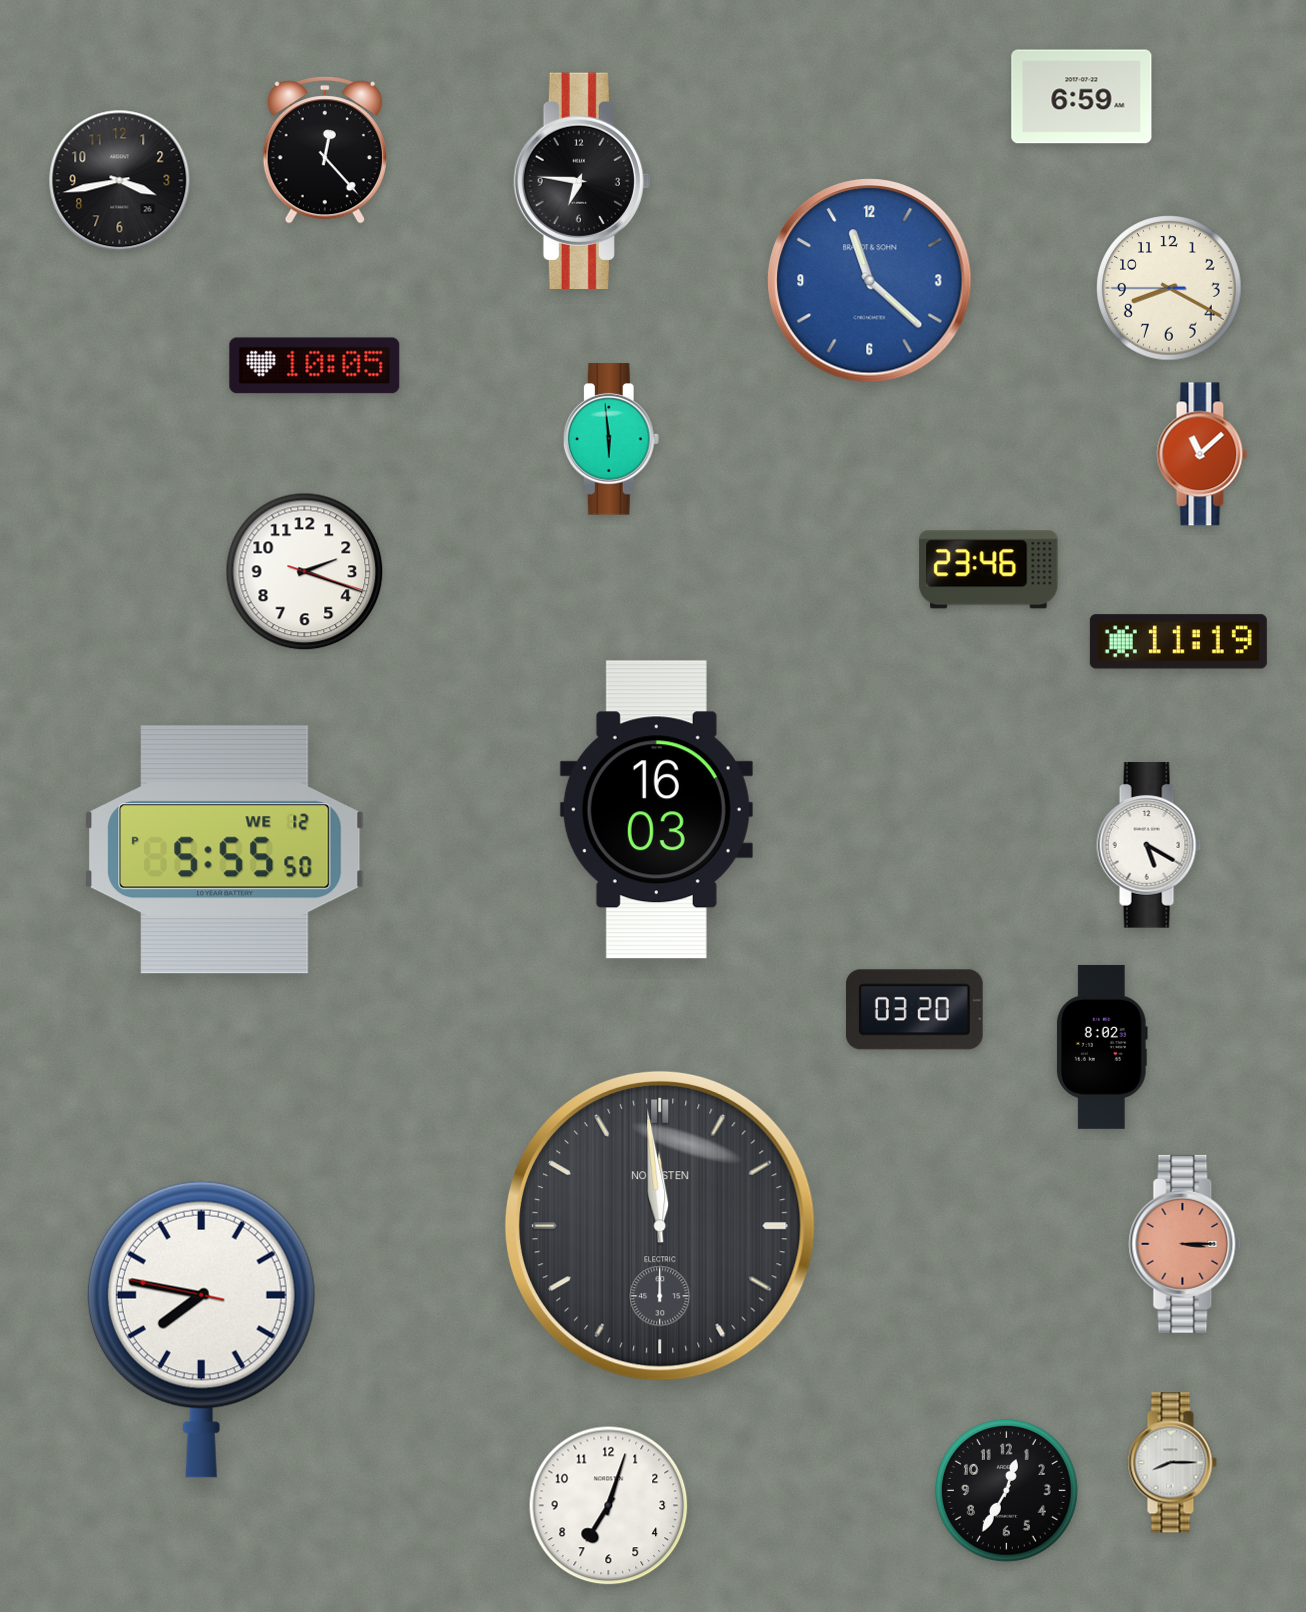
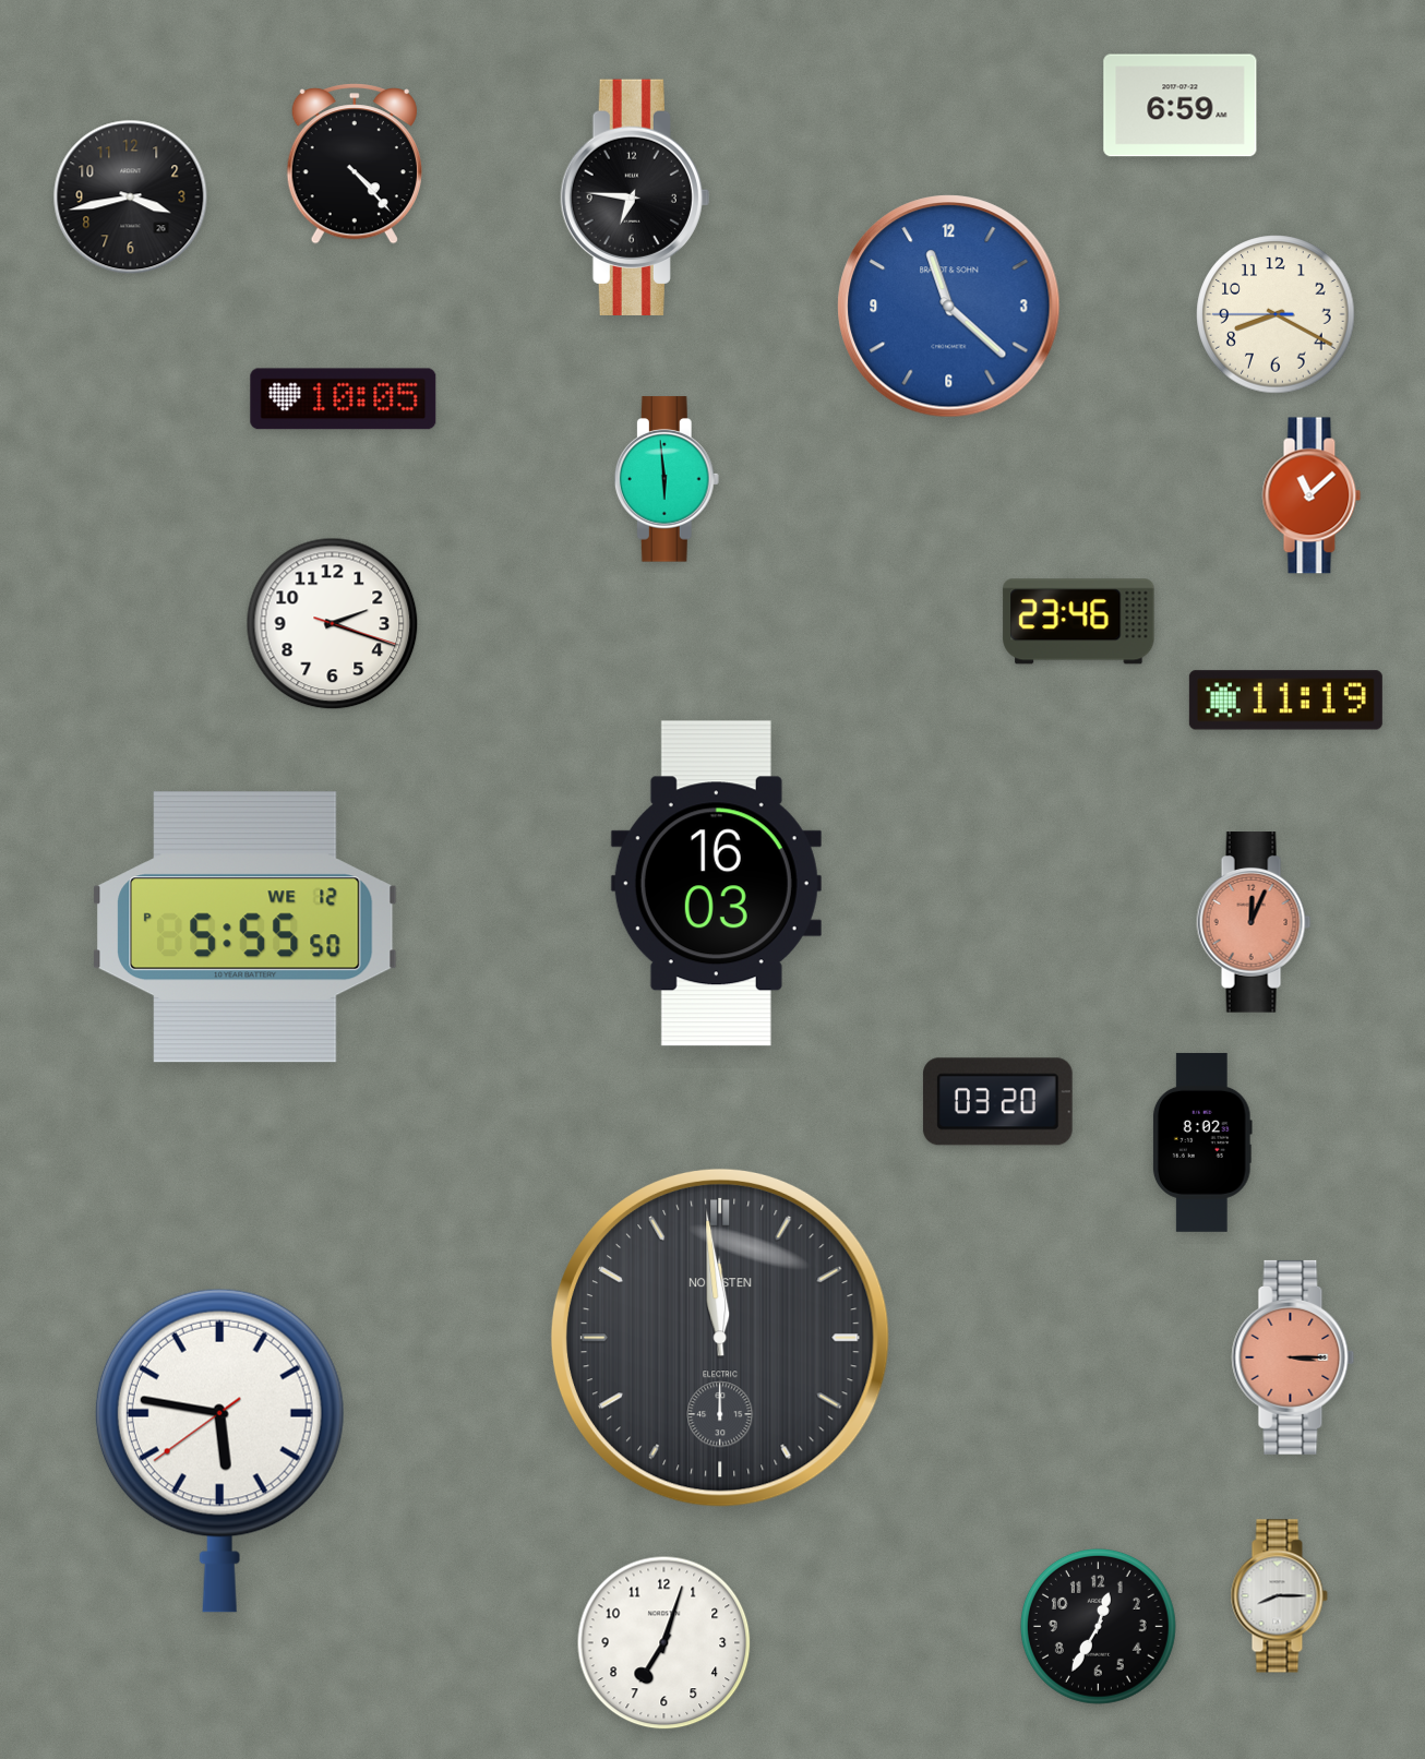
clock at (325, 150): 12:23 -> 4:23
clock at (1149, 845): 5:20 -> 12:04
clock at (1149, 845) dial: white -> salmon
clock at (201, 1329): 7:46 -> 5:46
